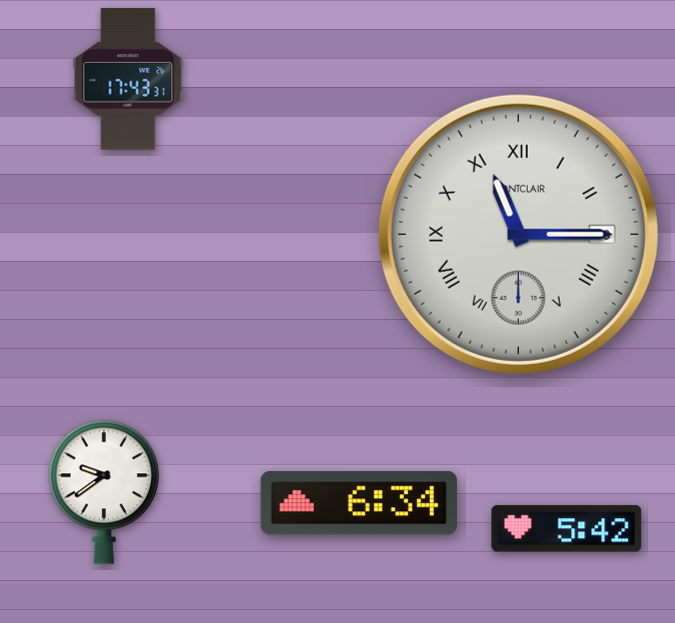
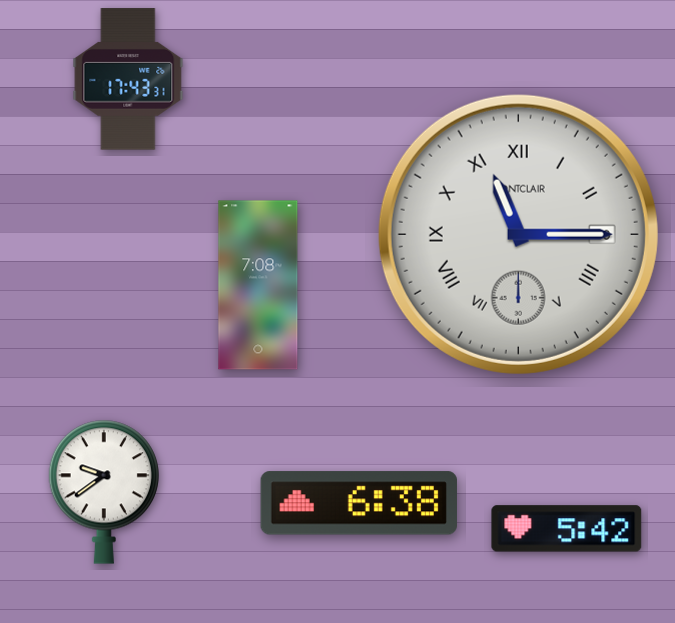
clock at (258, 285): none -> 7:08
clock at (359, 503): 6:34 -> 6:38
